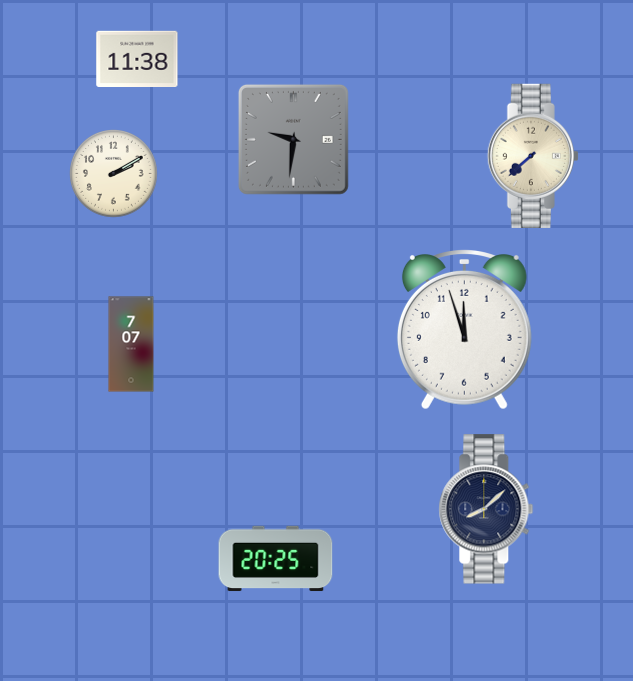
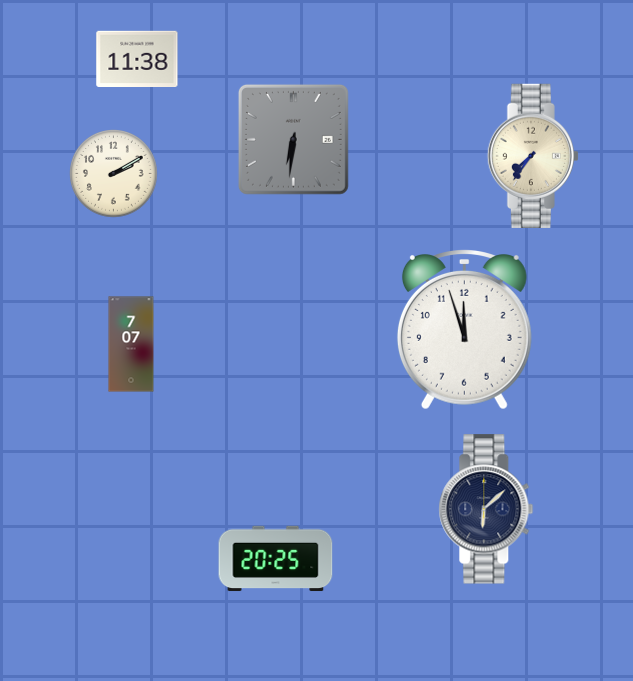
clock at (293, 139): 9:31 -> 6:31
clock at (533, 156): 7:38 -> 7:36
clock at (486, 509): 8:08 -> 6:08
